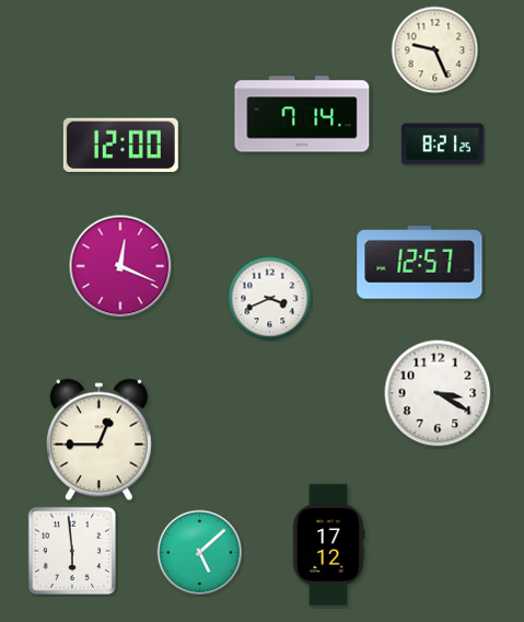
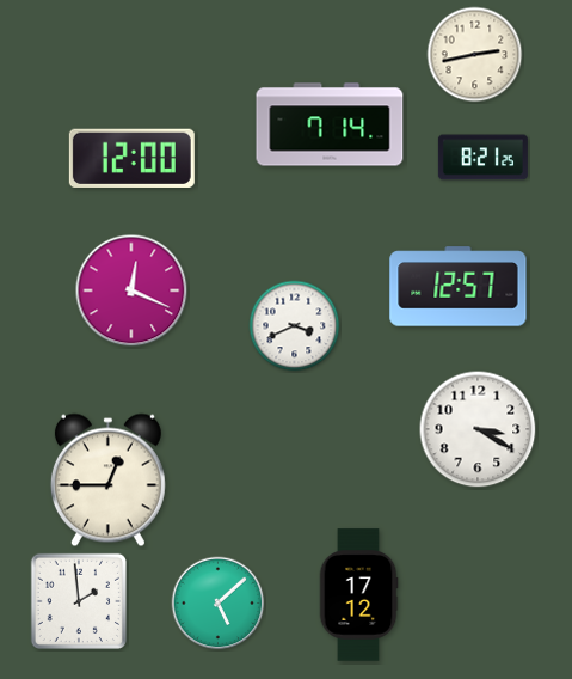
clock at (435, 50): 9:26 -> 2:43
clock at (71, 550): 5:59 -> 1:59
